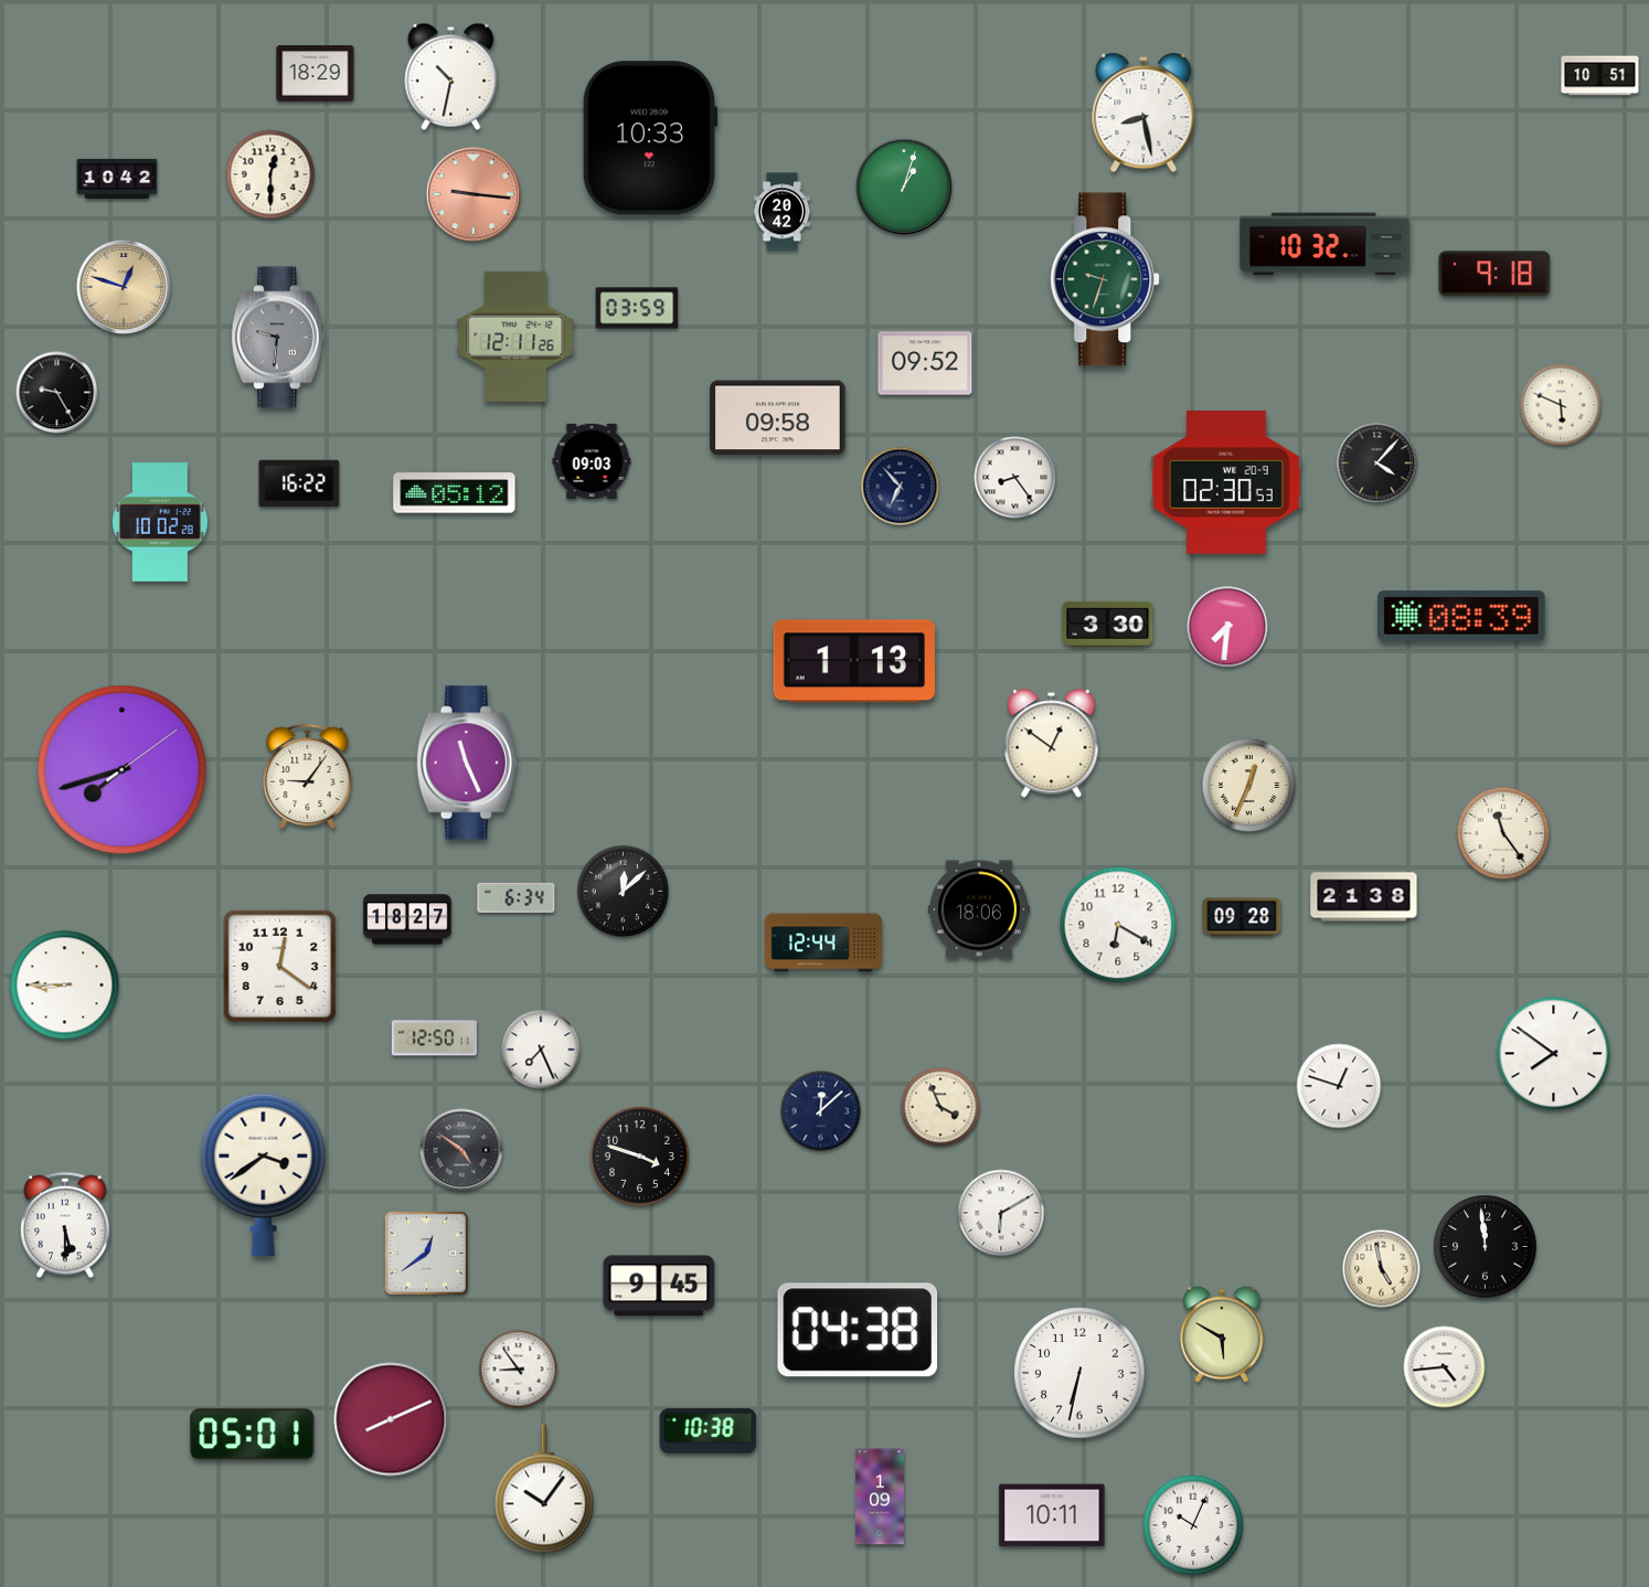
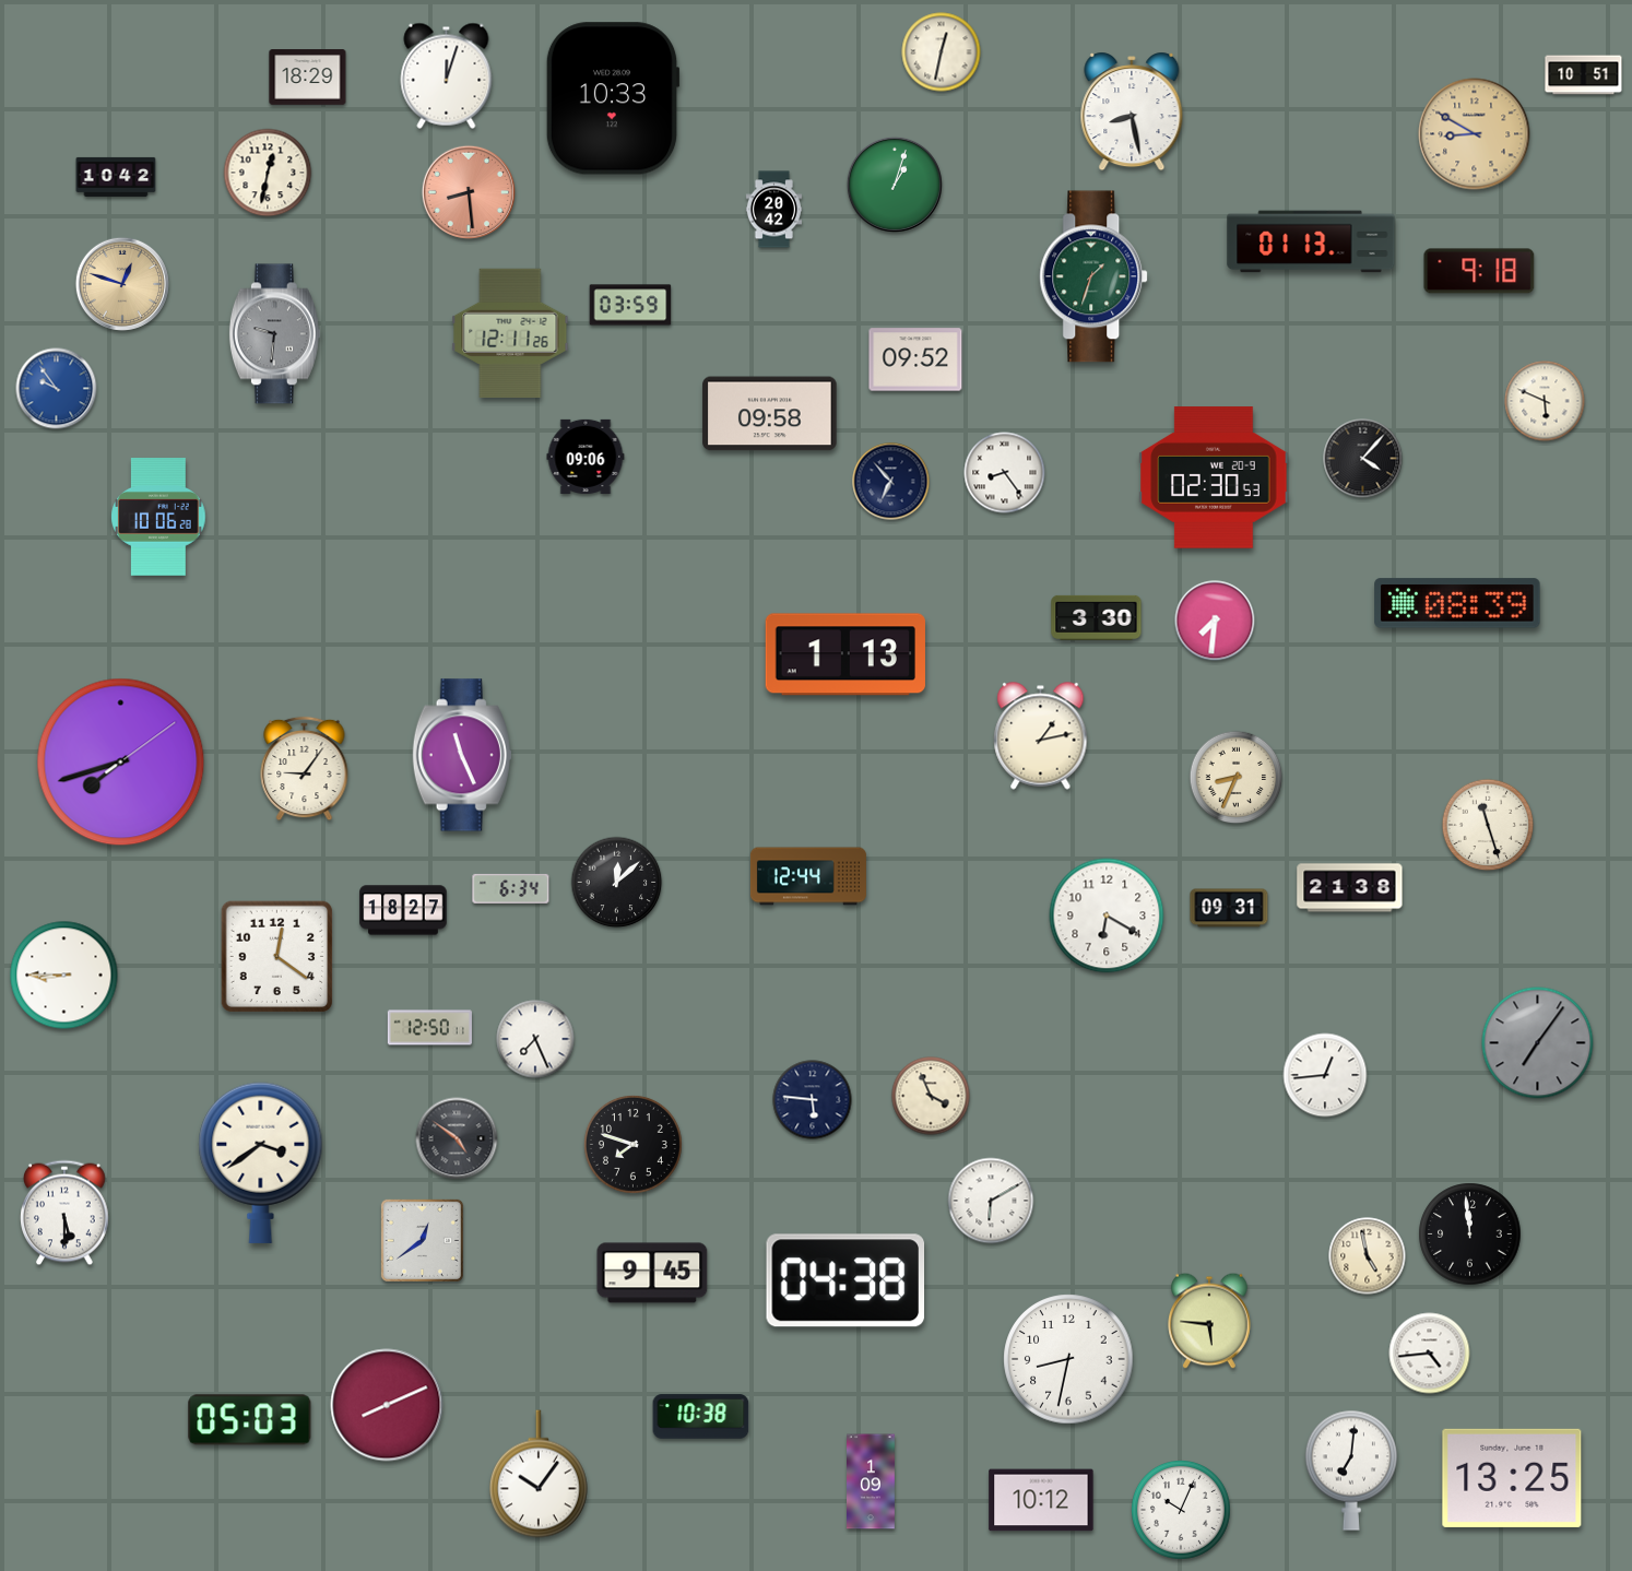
clock at (942, 52): none -> 12:32
clock at (316, 74) position: (316, 74) -> (308, 78)
clock at (451, 76): 10:32 -> 12:03
clock at (1475, 134): none -> 8:50
clock at (650, 138) position: (650, 138) -> (613, 98)
clock at (270, 174): 12:30 -> 12:32
clock at (474, 193): 9:16 -> 8:29
clock at (1324, 244): 10:32 -> 01:13
clock at (1106, 279): 9:33 -> 1:33
clock at (57, 393): 9:25 -> 9:54
clock at (57, 393) dial: black -> blue
clock at (592, 461): 09:03 -> 09:06
clock at (299, 483): 16:22 -> none
clock at (455, 493): 05:12 -> none
clock at (160, 522): 10:02 -> 10:06
clock at (1461, 616) position: (1461, 616) -> (1457, 603)
clock at (1052, 744): 12:51 -> 1:13
clock at (1249, 786): 12:34 -> 8:34
clock at (1503, 833): 11:24 -> 11:27
clock at (979, 909): 18:06 -> none
clock at (1242, 917): 09:28 -> 09:31
clock at (823, 942) position: (823, 942) -> (808, 876)
clock at (1554, 1054): 7:51 -> 7:06
clock at (1554, 1054) dial: white -> grey
clock at (1339, 1086): 12:48 -> 12:44
clock at (821, 1111): 12:08 -> 5:46
clock at (639, 1155): 3:48 -> 7:48
clock at (858, 1330) position: (858, 1330) -> (845, 1280)
clock at (1222, 1334): 5:50 -> 5:46
clock at (519, 1370): 8:54 -> none
clock at (1079, 1373): 6:32 -> 8:32
clock at (253, 1435): 05:01 -> 05:03
clock at (1350, 1470): none -> 7:01
clock at (1512, 1478): none -> 13:25
clock at (1052, 1515): 10:11 -> 10:12
